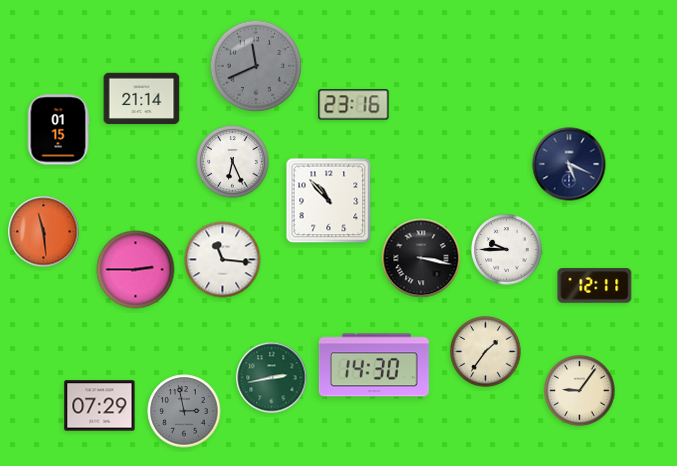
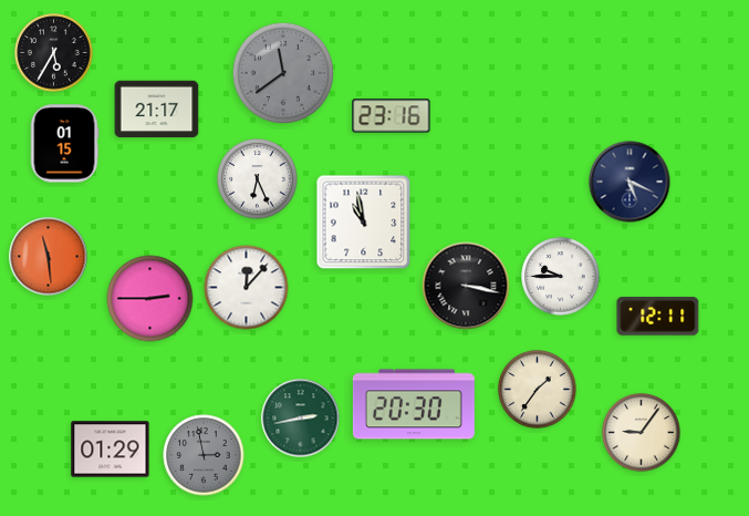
clock at (54, 53): none -> 5:35
clock at (255, 65): 11:41 -> 11:39
clock at (142, 99): 21:14 -> 21:17
clock at (329, 201): 10:53 -> 10:58
clock at (223, 260): 11:16 -> 12:07
clock at (374, 365): 14:30 -> 20:30
clock at (100, 406): 07:29 -> 01:29
